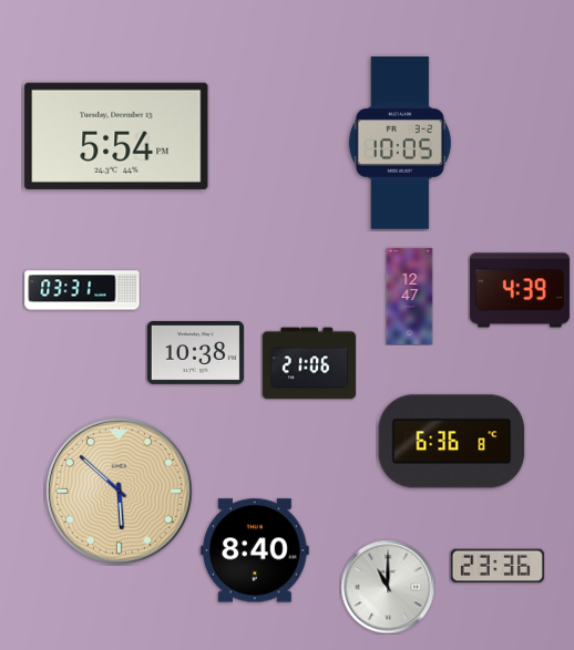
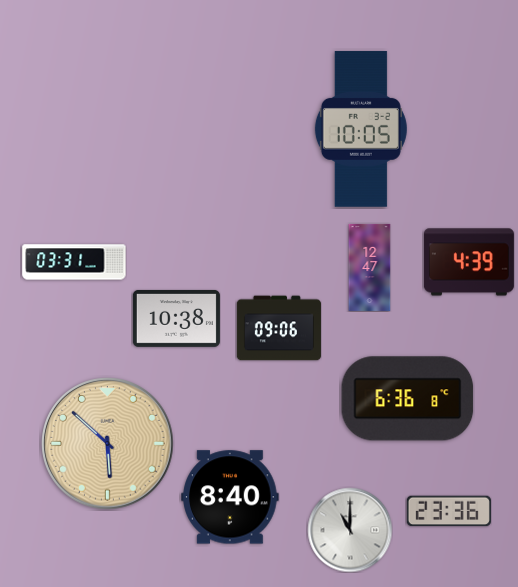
clock at (116, 136): 5:54 -> none
clock at (308, 363): 21:06 -> 09:06
